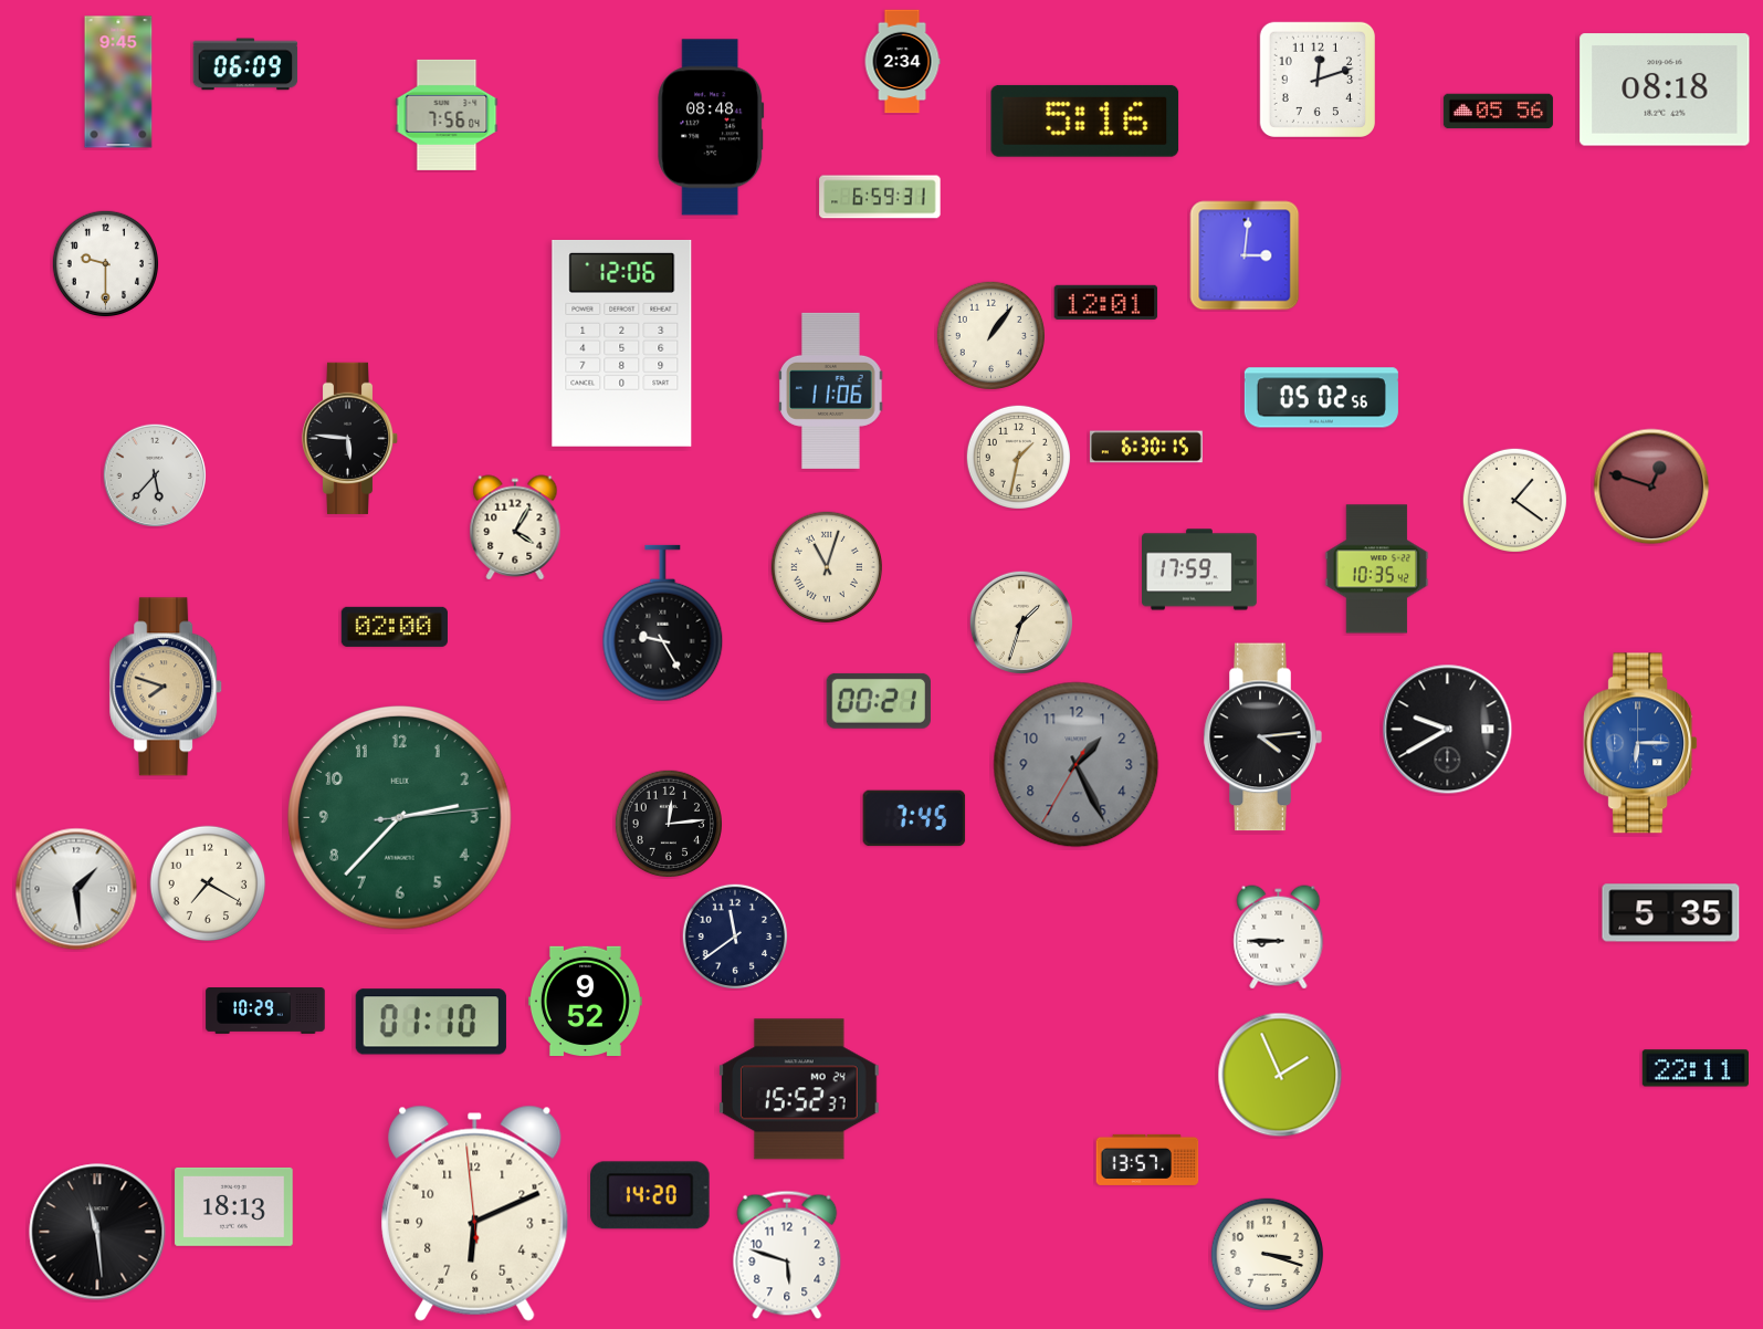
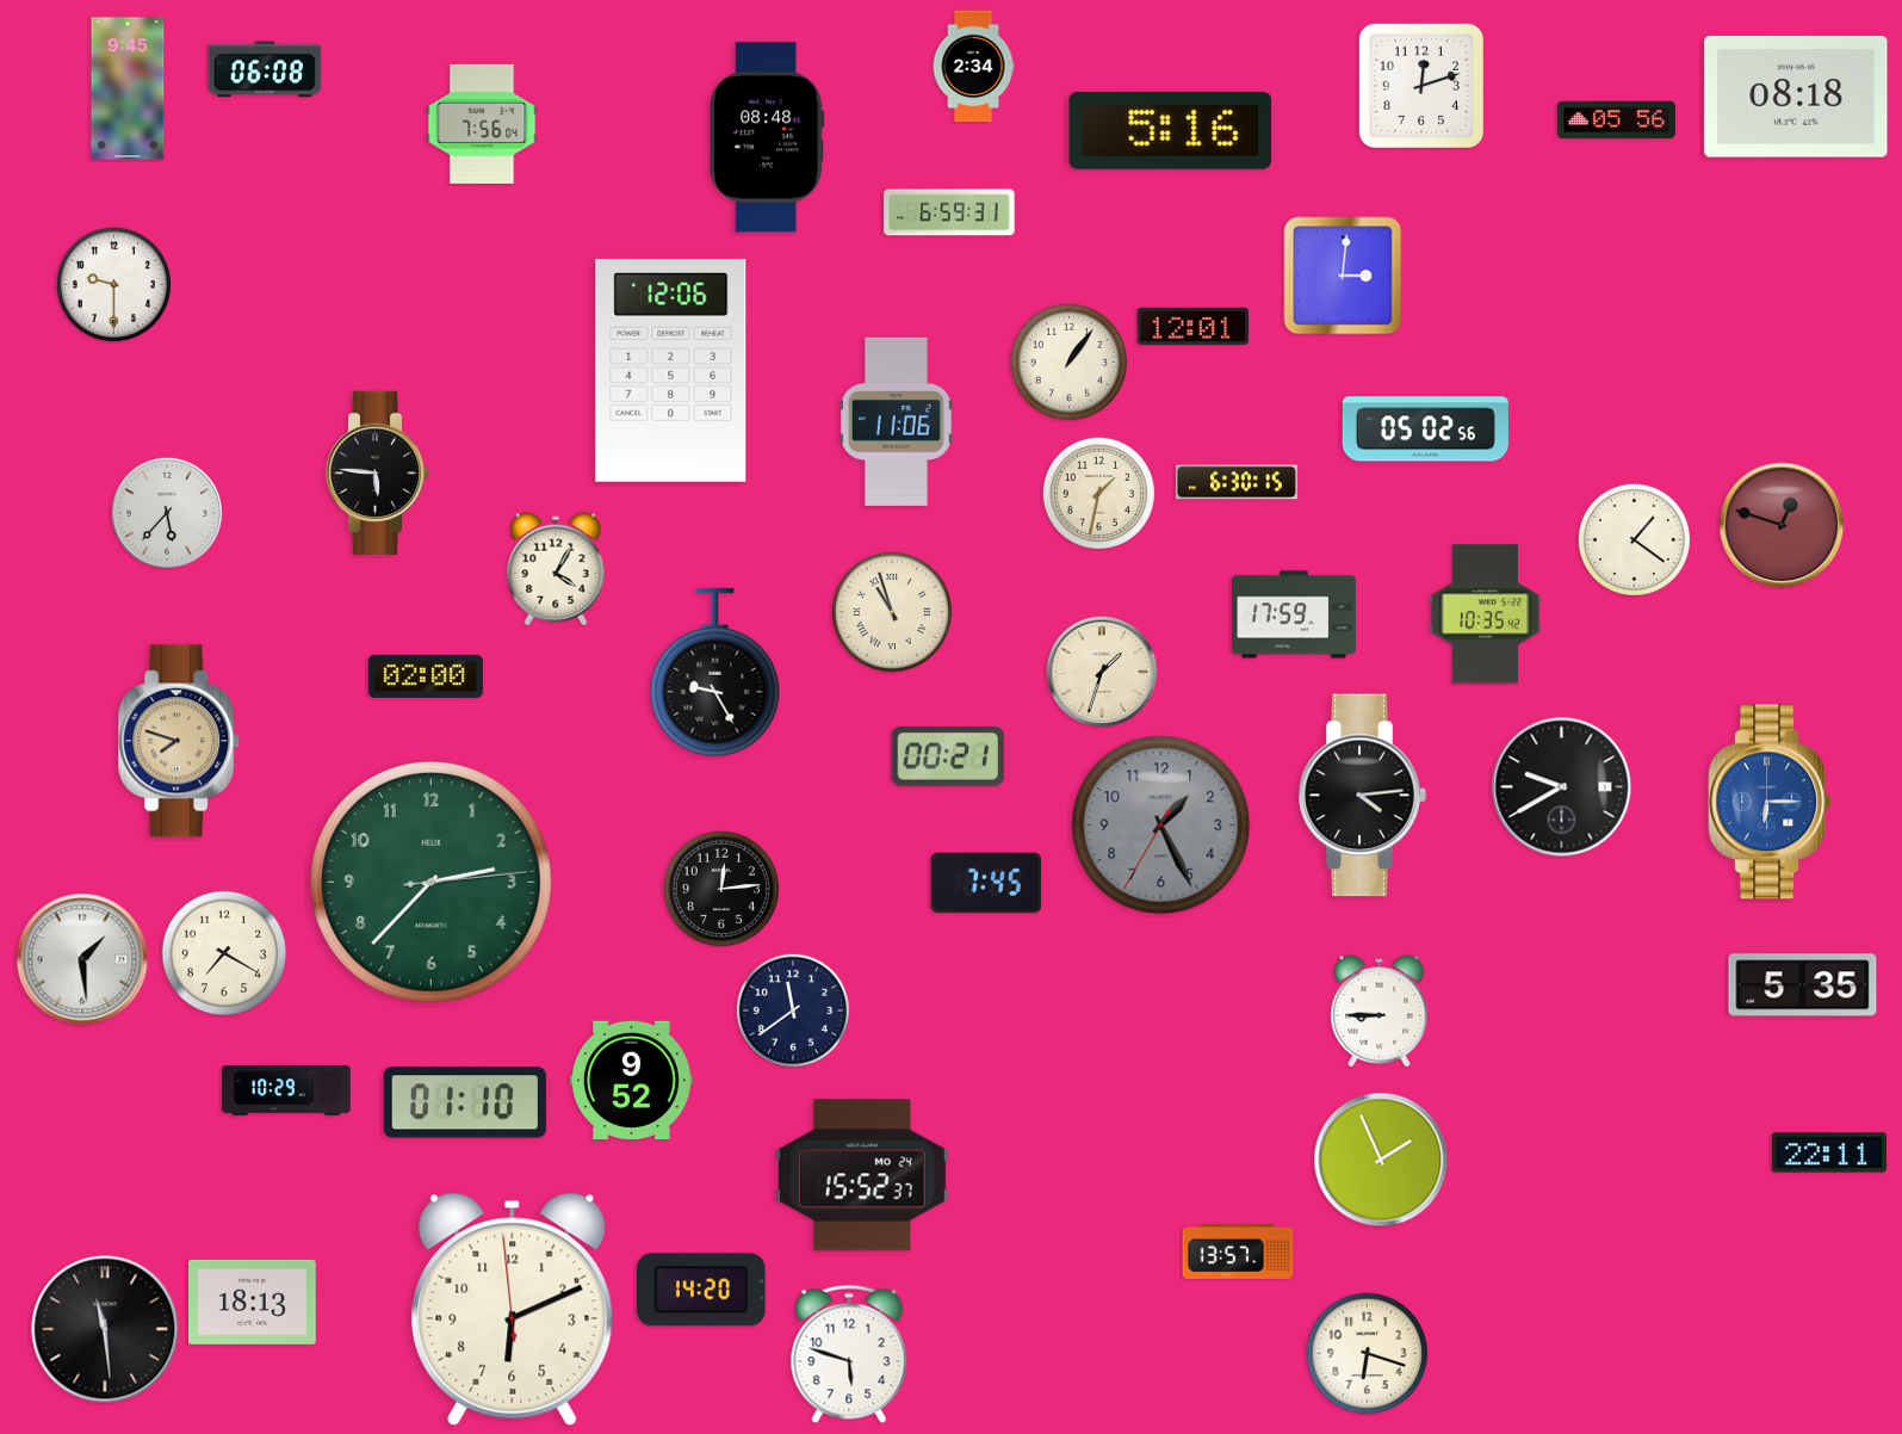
clock at (245, 64): 06:09 -> 06:08
clock at (827, 567): 11:03 -> 10:57
clock at (1268, 1255): 3:18 -> 6:18
